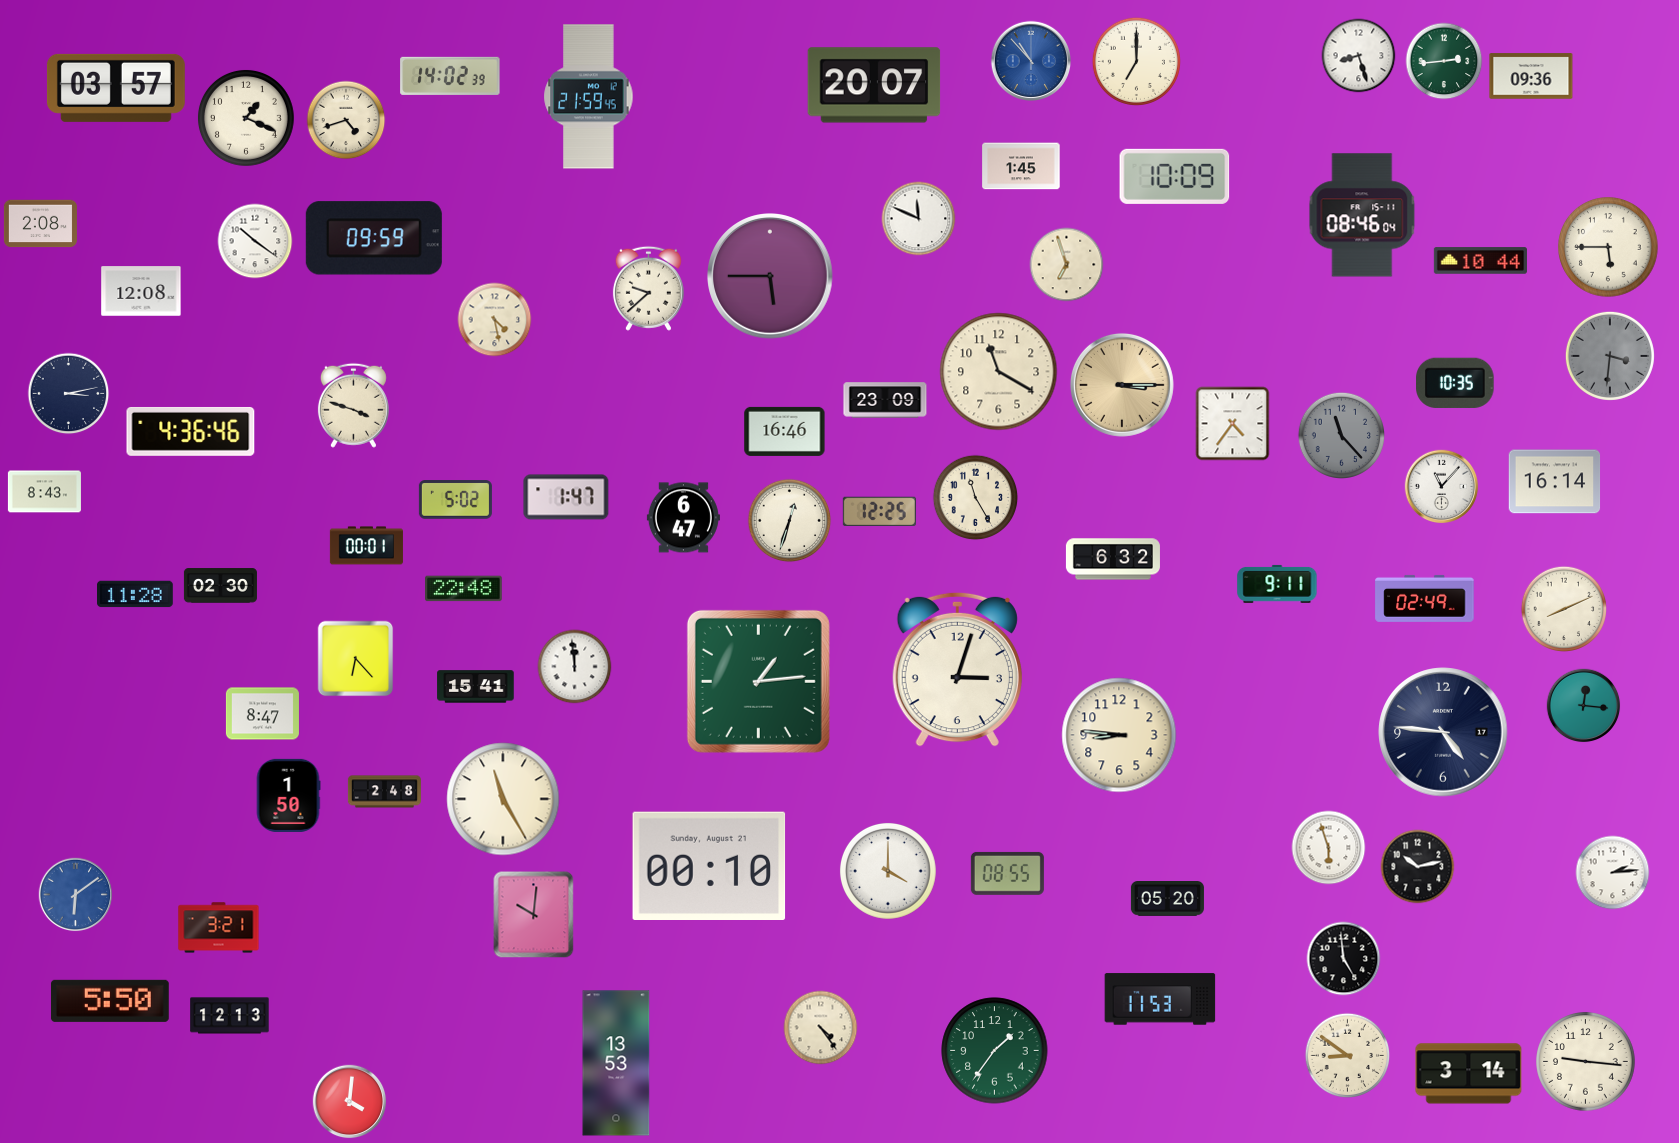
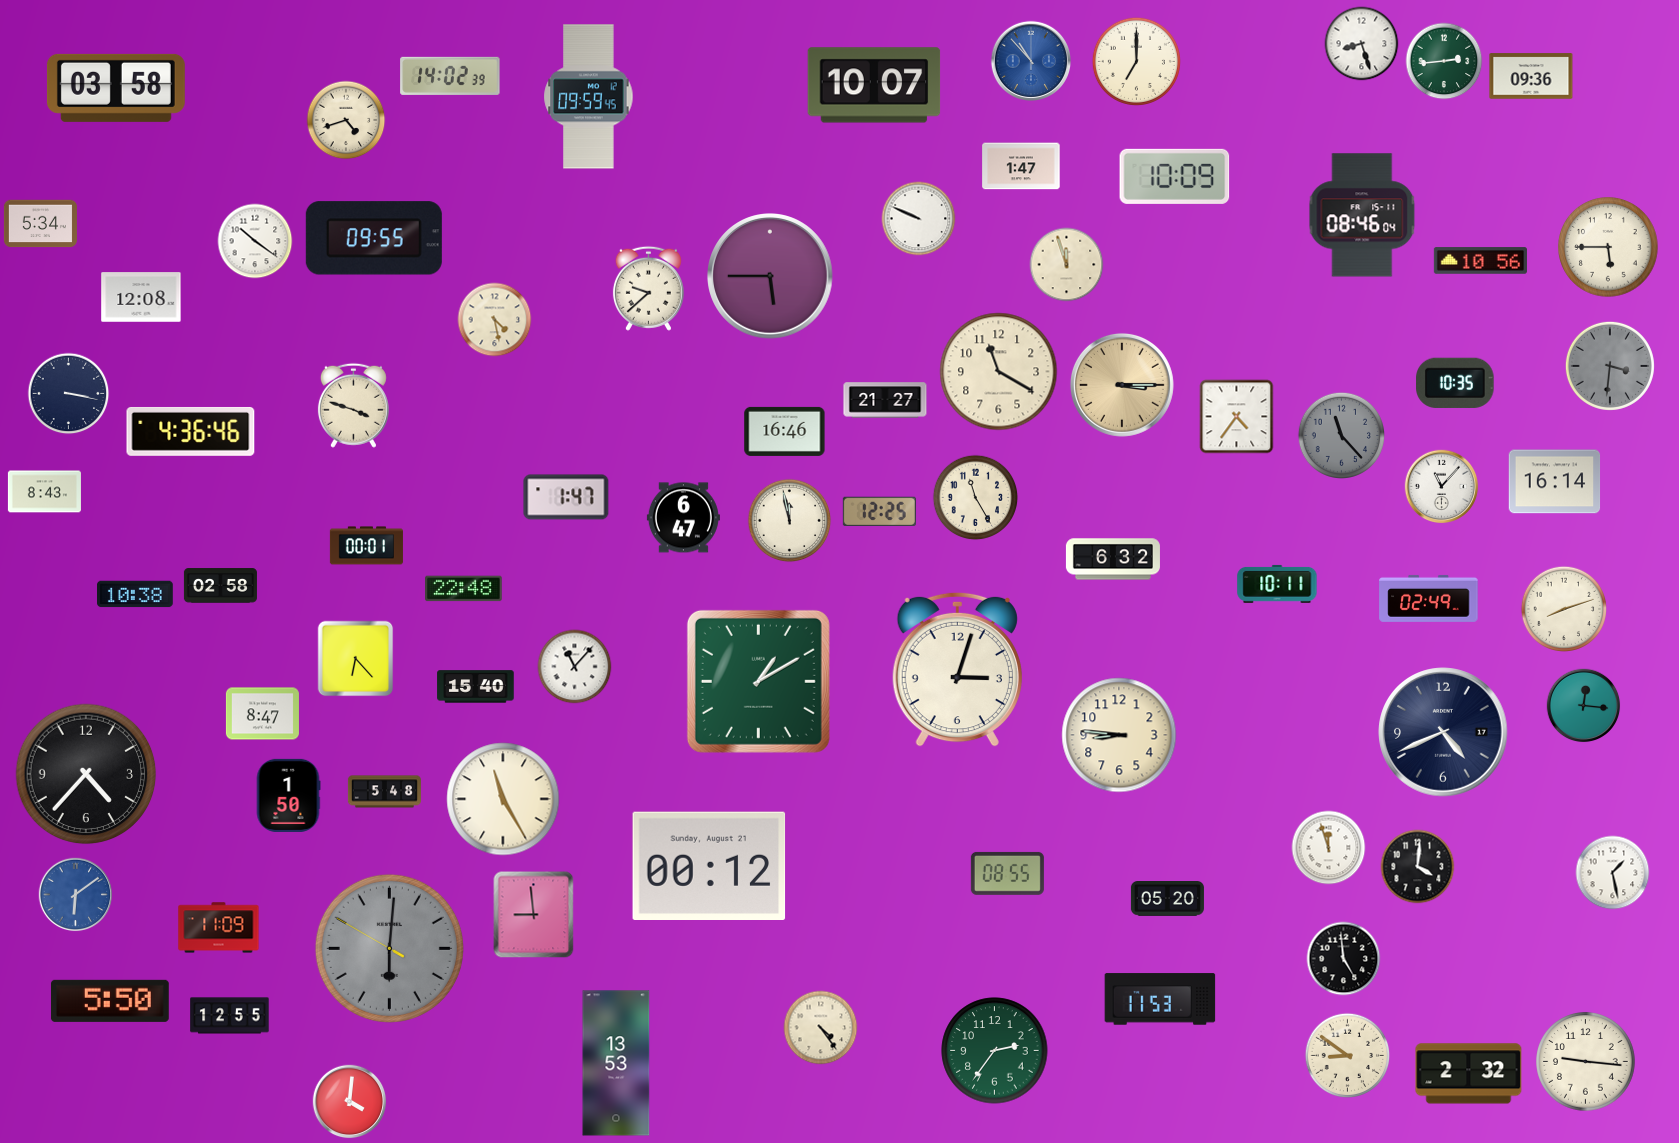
clock at (1359, 56) position: (1359, 56) -> (1362, 44)
clock at (874, 85): 20:07 -> 10:07
clock at (116, 88): 03:57 -> 03:58
clock at (589, 97): 21:59 -> 09:59
clock at (246, 118): 1:19 -> none
clock at (1021, 166): 1:45 -> 1:47
clock at (919, 219): 11:49 -> 9:49
clock at (40, 224): 2:08 -> 5:34
clock at (374, 238): 09:59 -> 09:55
clock at (1480, 261): 10:44 -> 10:56
clock at (1067, 265): 6:57 -> 11:57
clock at (141, 291) position: (141, 291) -> (141, 297)
clock at (1610, 356) position: (1610, 356) -> (1610, 366)
clock at (69, 394): 3:13 -> 3:17
clock at (885, 400): 23:09 -> 21:27
clock at (1233, 424) position: (1233, 424) -> (1237, 417)
clock at (455, 500): 5:02 -> none
clock at (790, 521): 12:33 -> 11:58
clock at (1277, 584): 9:11 -> 10:11
clock at (220, 586): 02:30 -> 02:58
clock at (136, 594): 11:28 -> 10:38
clock at (1425, 598) position: (1425, 598) -> (1429, 598)
clock at (1563, 608): 8:11 -> 8:12
clock at (575, 667): 11:59 -> 11:07
clock at (758, 681): 1:14 -> 1:10
clock at (476, 687): 15:41 -> 15:40
clock at (1443, 732): 4:46 -> 4:41
clock at (86, 774): none -> 4:37
clock at (384, 792): 2:48 -> 5:48
clock at (1329, 848): 5:57 -> 11:57
clock at (709, 865): 00:10 -> 00:12
clock at (1418, 867): 10:13 -> 4:01
clock at (888, 871): 4:00 -> none
clock at (1613, 873): 2:14 -> 1:28
clock at (534, 915): 10:01 -> 8:59
clock at (219, 928): 3:21 -> 11:09
clock at (389, 948): none -> 6:00
clock at (230, 1016): 12:13 -> 12:55
clock at (995, 1051): 1:36 -> 2:36
clock at (1469, 1074): 3:14 -> 2:32
